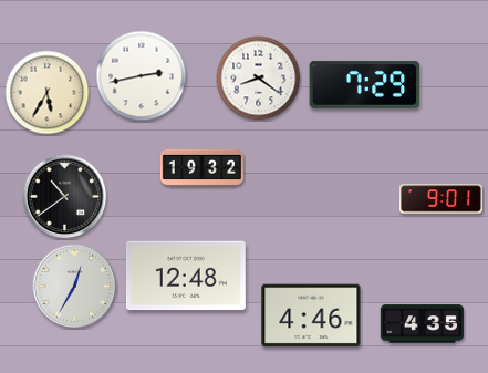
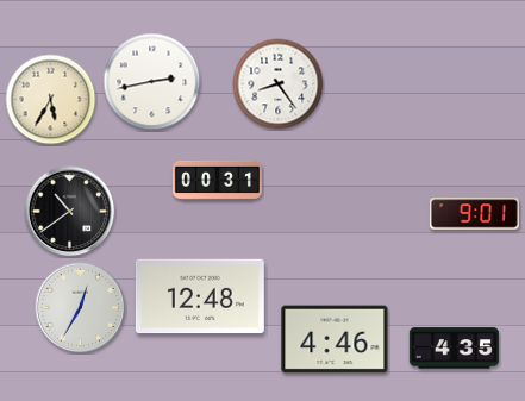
clock at (259, 79): 8:21 -> 8:24
clock at (365, 85): 7:29 -> none
clock at (201, 167): 19:32 -> 00:31
